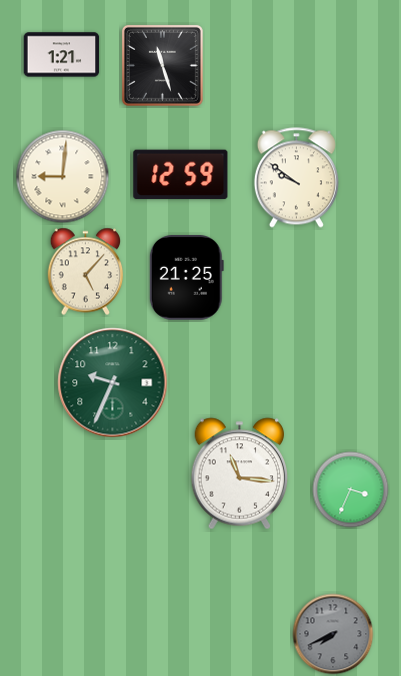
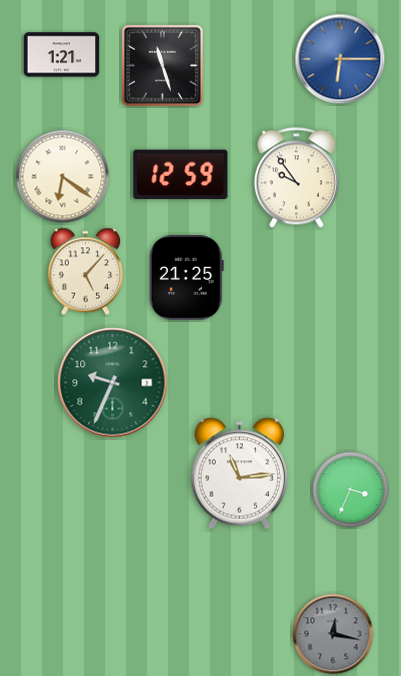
clock at (340, 59): none -> 6:15
clock at (63, 177): 9:01 -> 6:21
clock at (296, 178): 9:51 -> 9:54
clock at (240, 474): 11:16 -> 11:14
clock at (333, 634): 7:41 -> 12:17
